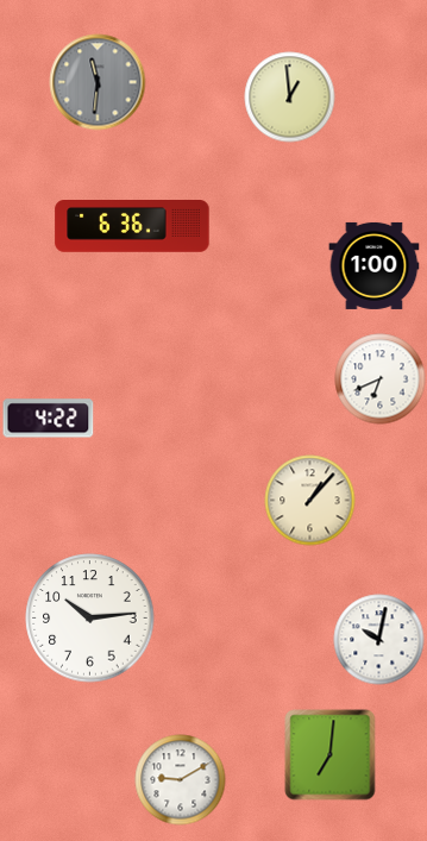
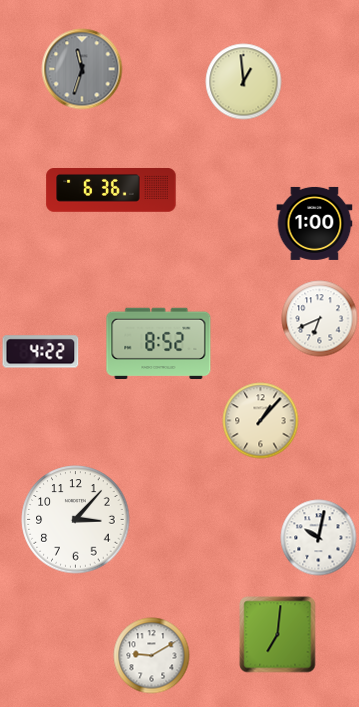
clock at (98, 82): 11:31 -> 11:33
clock at (159, 343): none -> 8:52
clock at (90, 619): 10:14 -> 3:07
